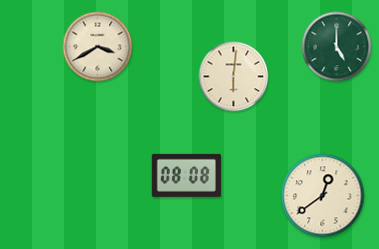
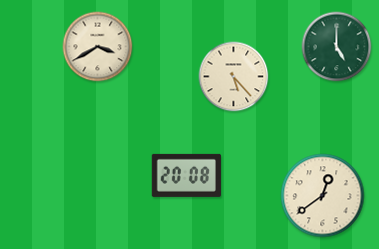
clock at (234, 77): 6:01 -> 5:23
clock at (186, 175): 08:08 -> 20:08
